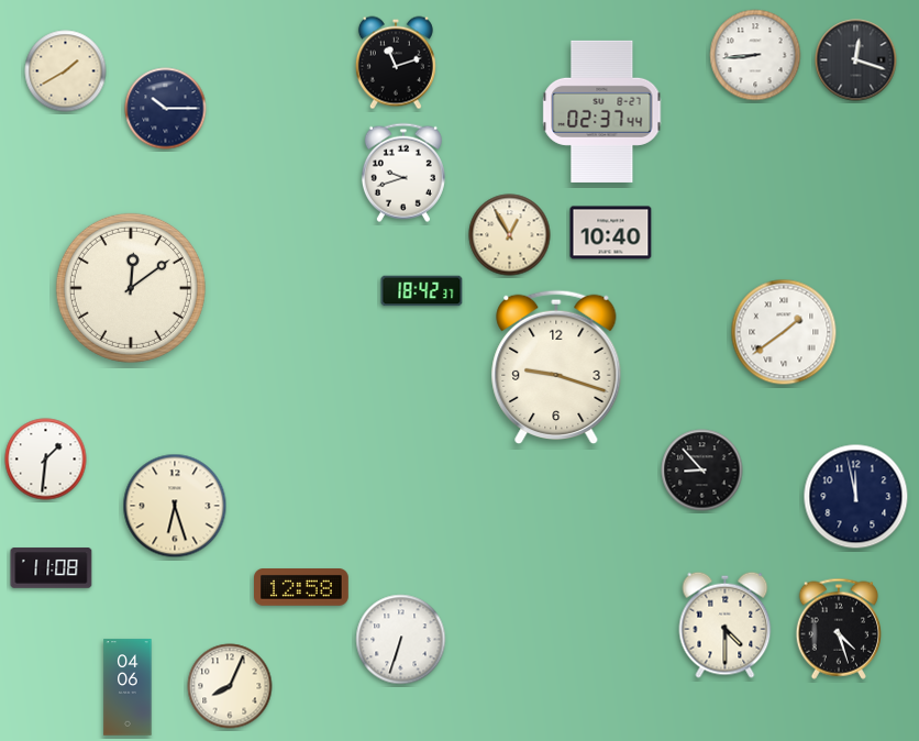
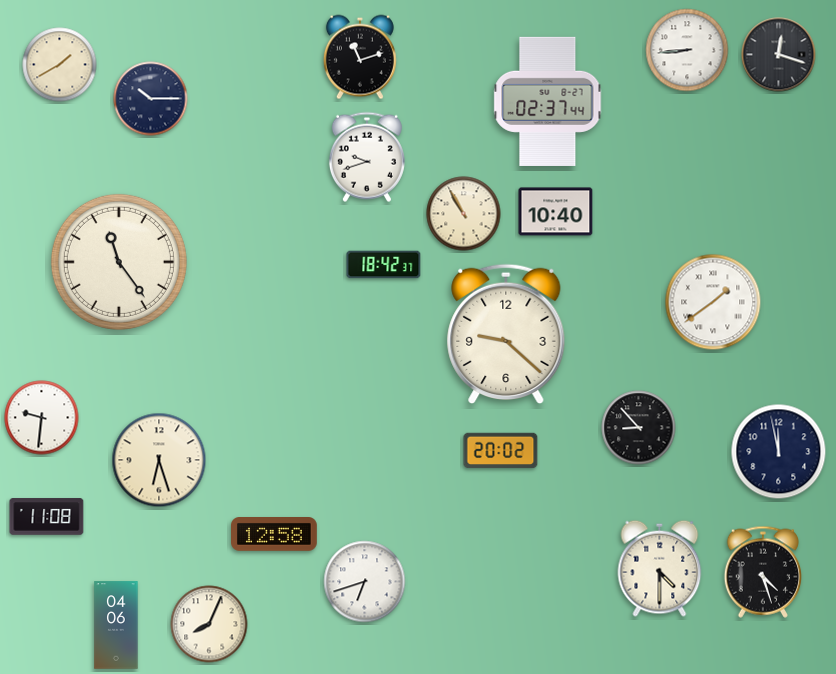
clock at (510, 235): 12:55 -> 10:55
clock at (131, 288): 12:09 -> 11:24
clock at (556, 367): 9:18 -> 9:22
clock at (46, 460): 1:31 -> 9:31
clock at (501, 451): none -> 20:02
clock at (401, 640): 6:33 -> 6:42
